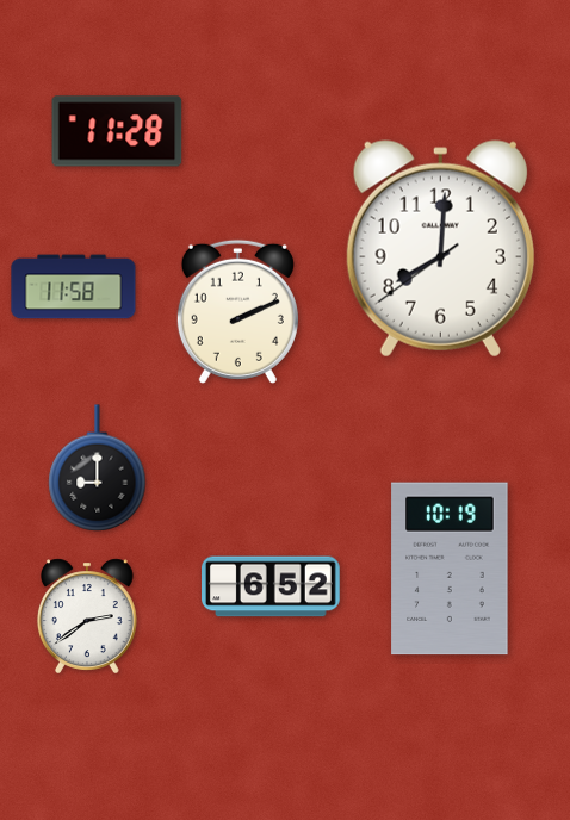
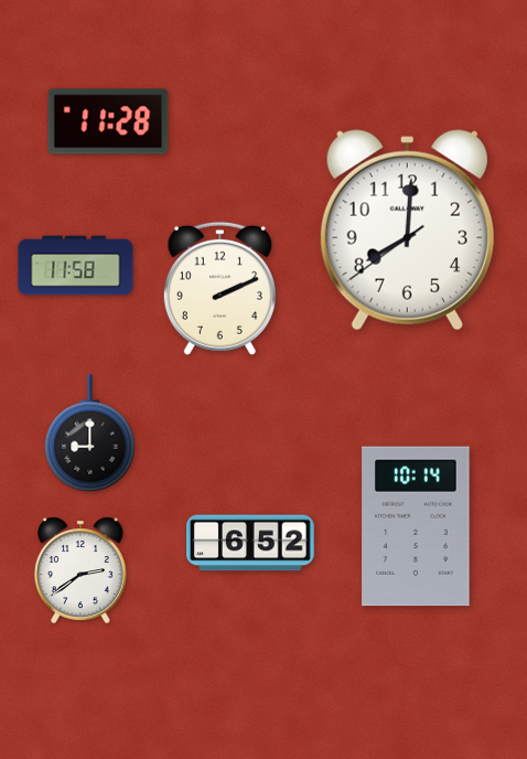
clock at (74, 287) position: (74, 287) -> (76, 266)
clock at (450, 569): 10:19 -> 10:14
